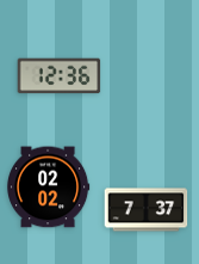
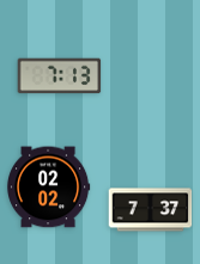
clock at (60, 76): 12:36 -> 7:13
clock at (147, 210) position: (147, 210) -> (151, 210)
